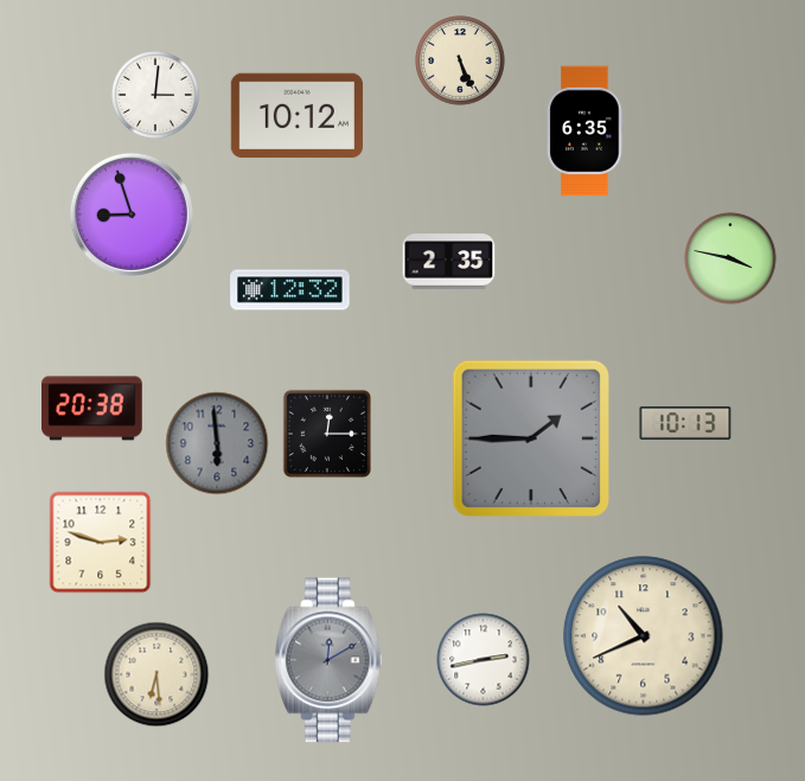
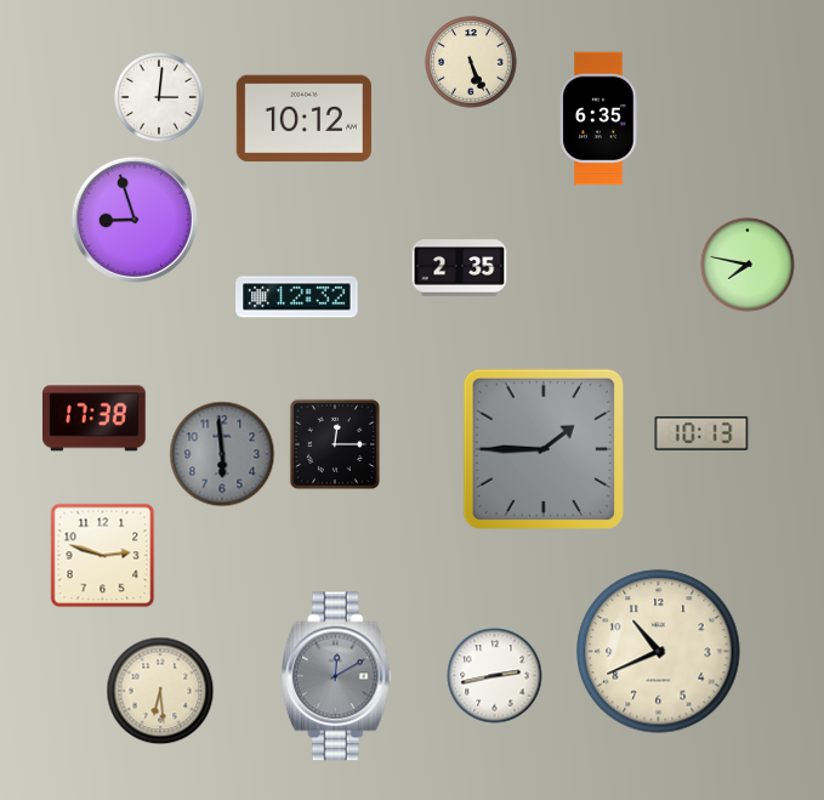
clock at (586, 132) position: (586, 132) -> (599, 119)
clock at (730, 258): 3:47 -> 7:47
clock at (92, 409): 20:38 -> 17:38
